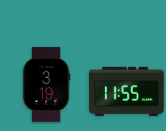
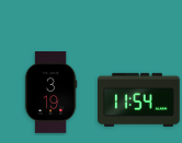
clock at (127, 91): 11:55 -> 11:54
